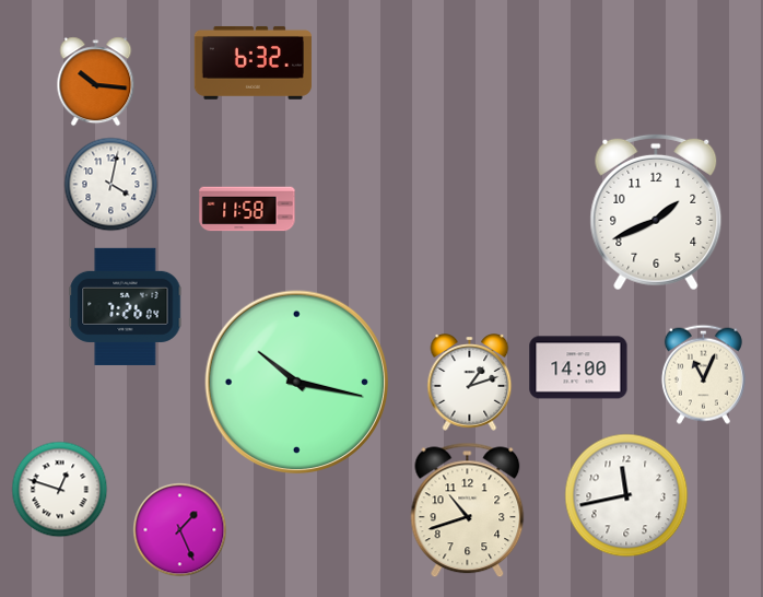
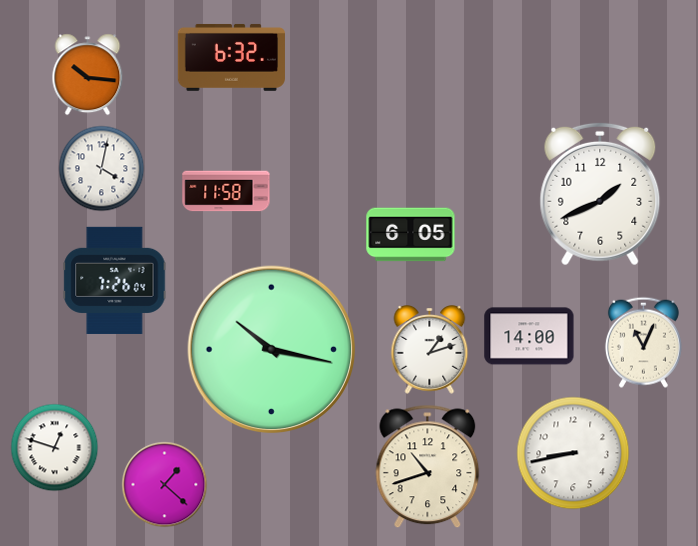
clock at (411, 235): none -> 6:05
clock at (626, 495): 11:43 -> 8:43
clock at (180, 530): 1:26 -> 1:22
